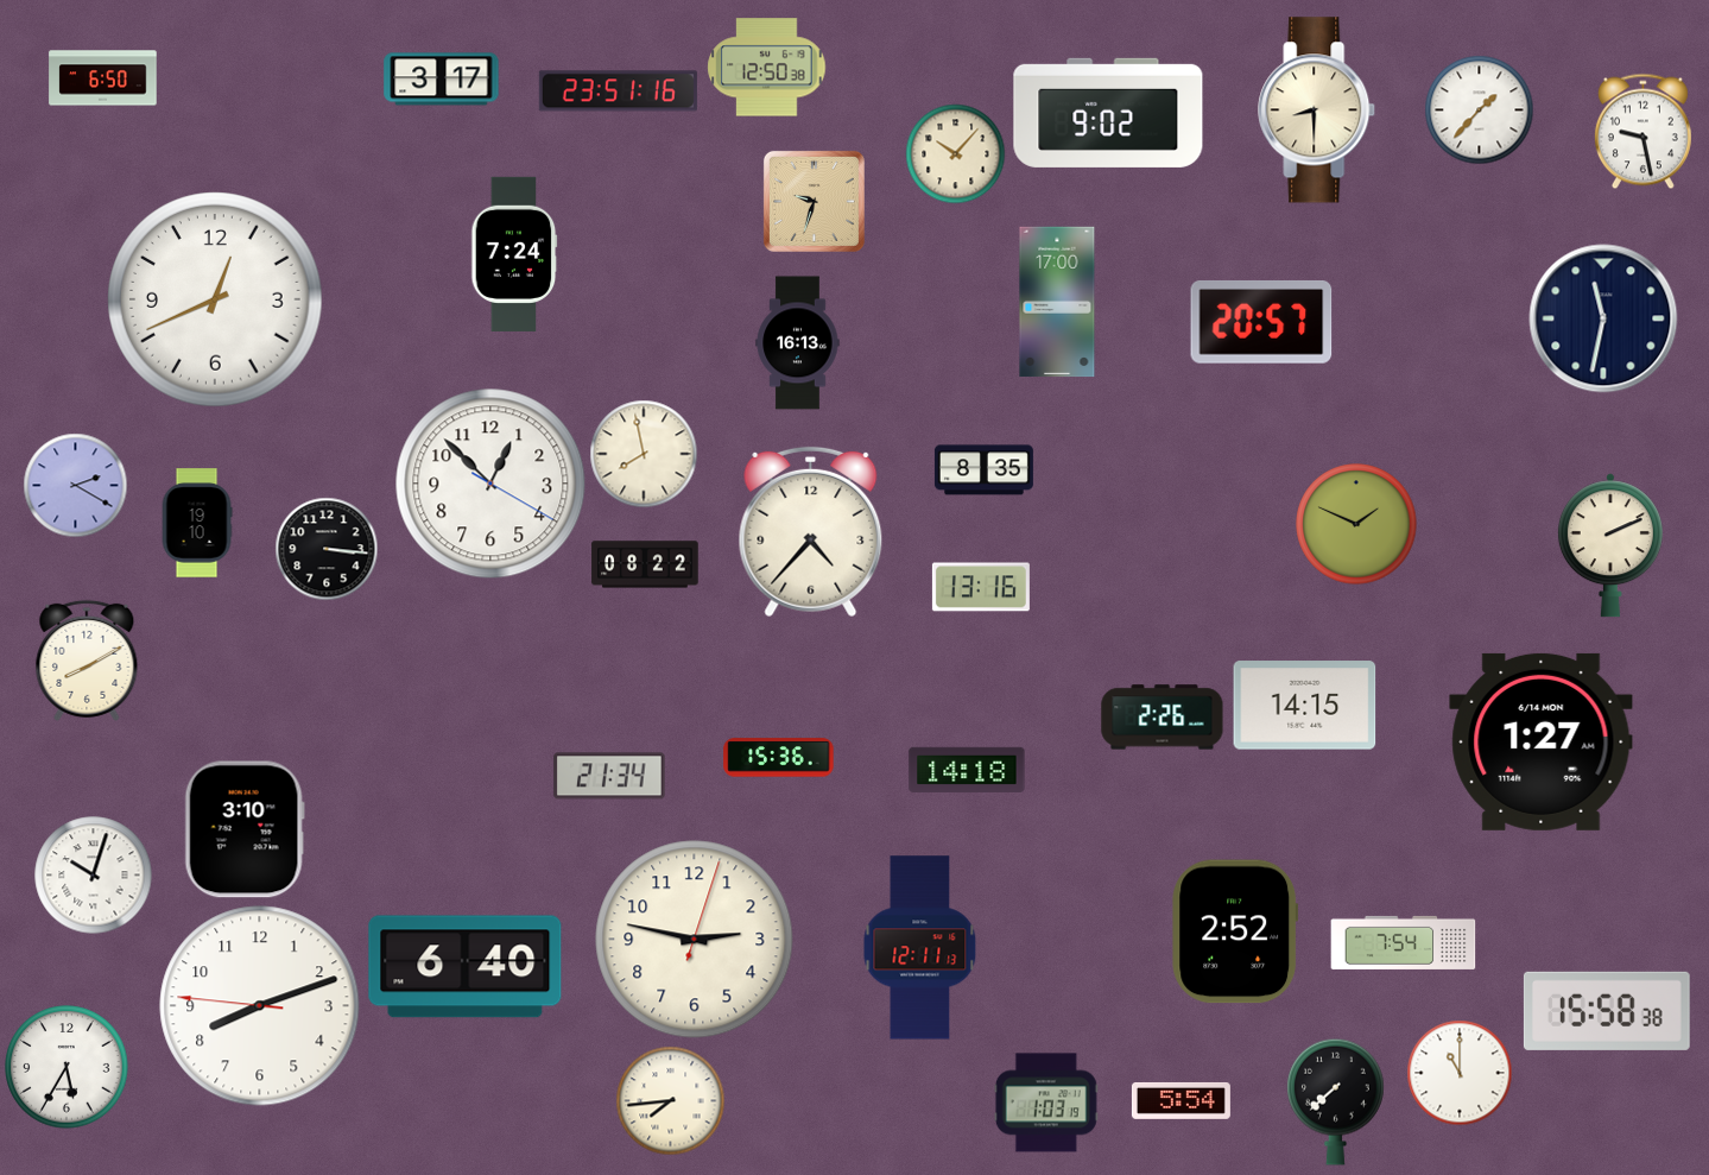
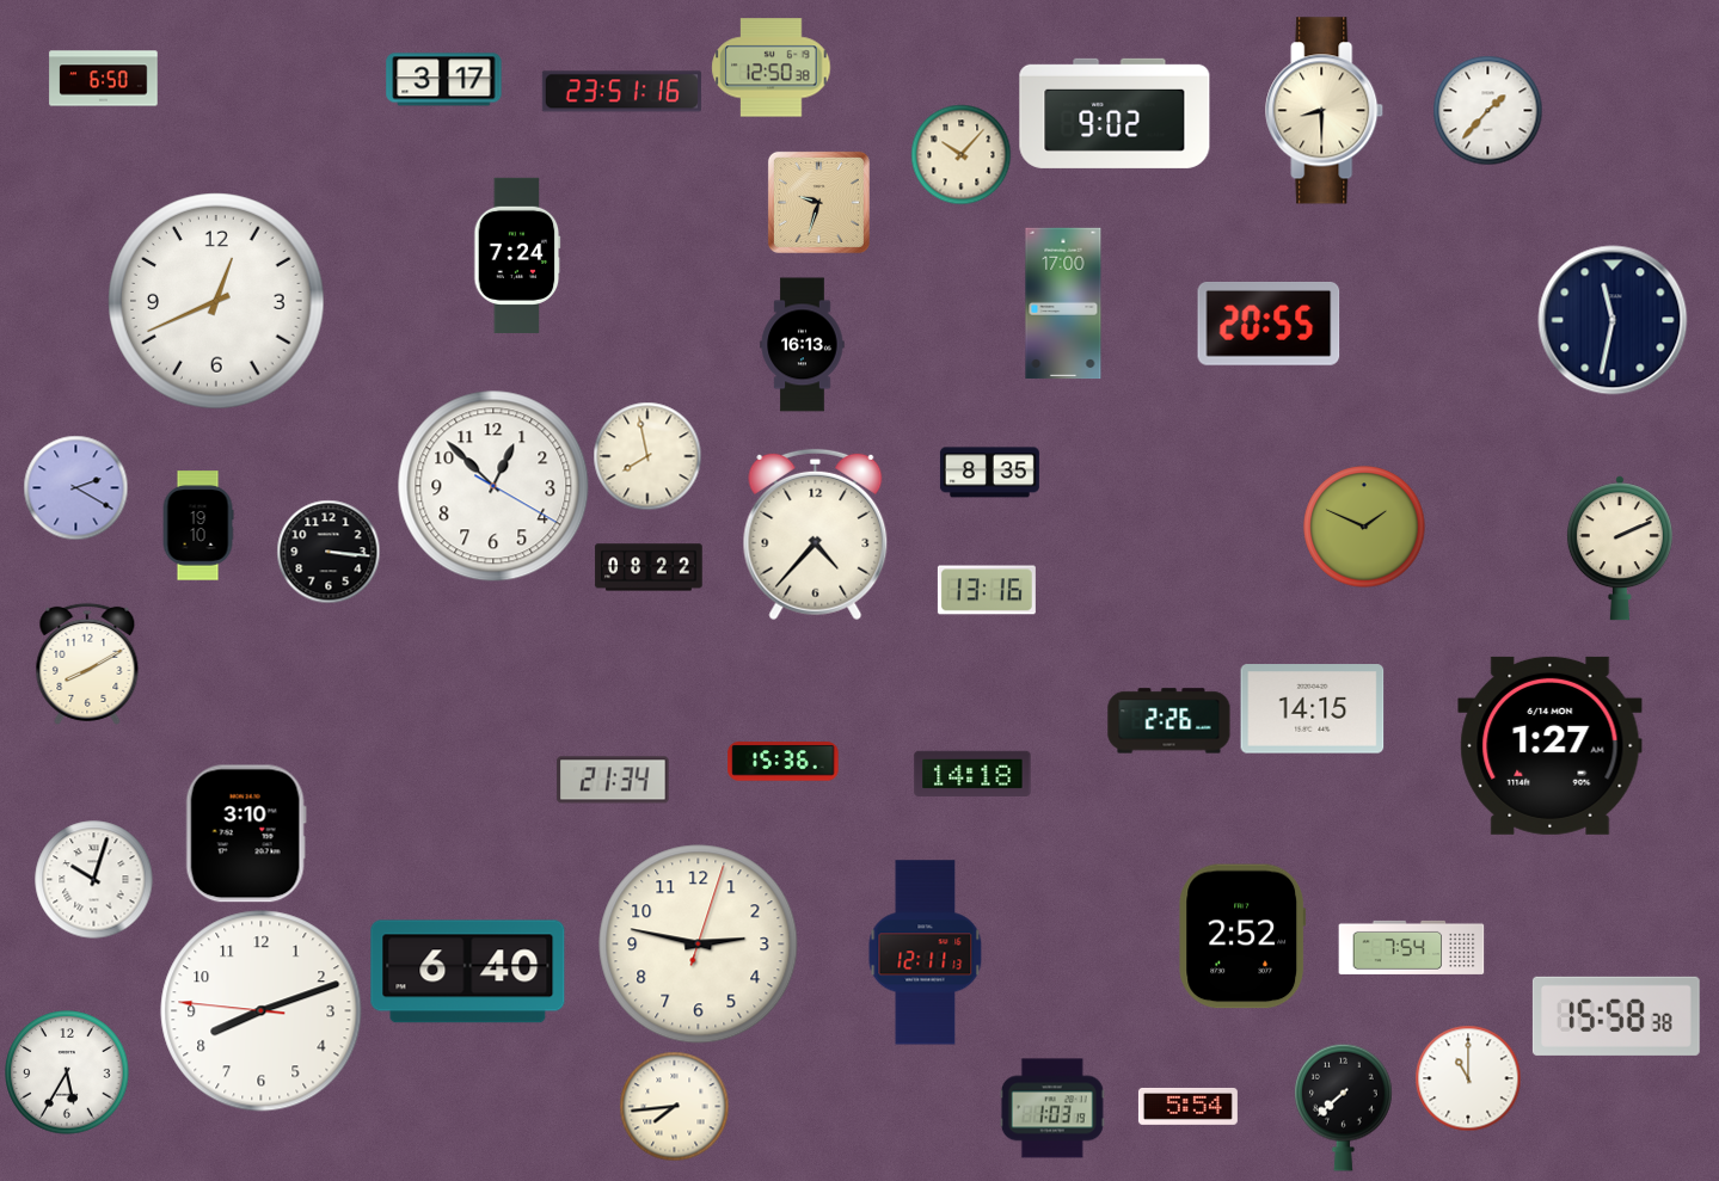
clock at (1642, 131): 9:28 -> none
clock at (1261, 322): 20:57 -> 20:55
